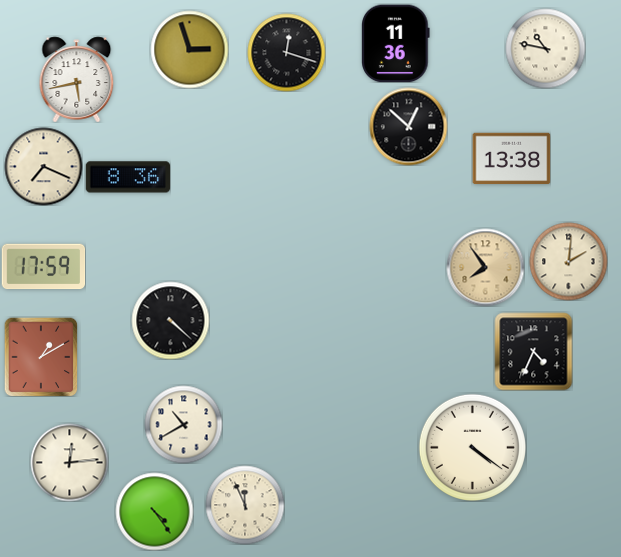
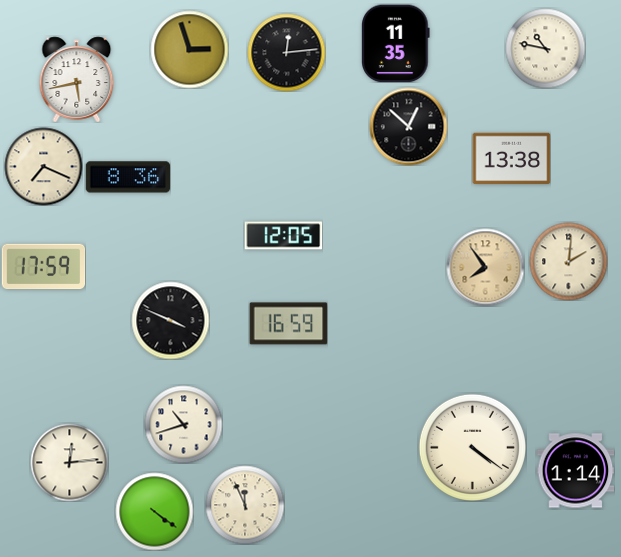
clock at (396, 43): 11:36 -> 11:35
clock at (286, 52): 12:18 -> 12:14
clock at (283, 236): none -> 12:05
clock at (170, 320): 4:22 -> 3:49
clock at (288, 324): none -> 16:59
clock at (533, 351): 4:34 -> none
clock at (41, 357): 1:10 -> none
clock at (183, 424): 10:40 -> 10:42
clock at (575, 471): none -> 1:14
clock at (154, 511): 4:24 -> 4:21
